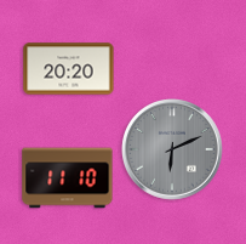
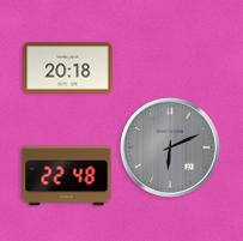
clock at (69, 69): 20:20 -> 20:18
clock at (68, 178): 11:10 -> 22:48
